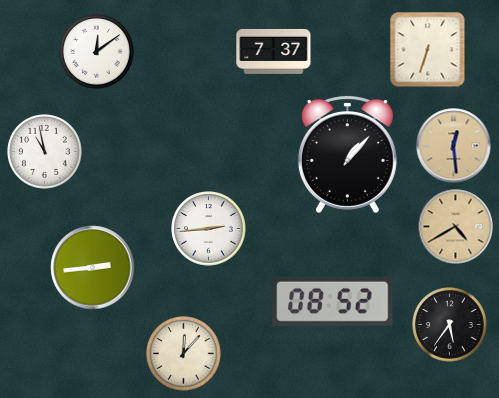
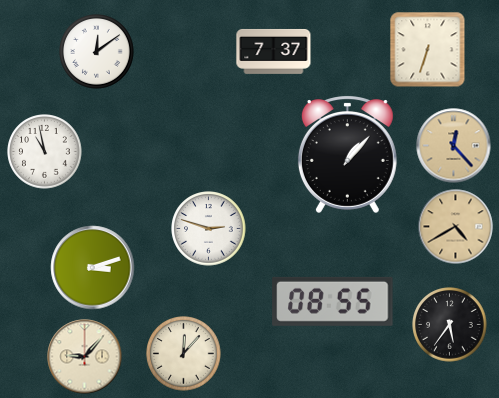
clock at (454, 146): 12:29 -> 12:23
clock at (209, 229): 2:44 -> 2:48
clock at (93, 268): 2:44 -> 3:12
clock at (333, 301): 08:52 -> 08:55
clock at (85, 357): none -> 9:07
